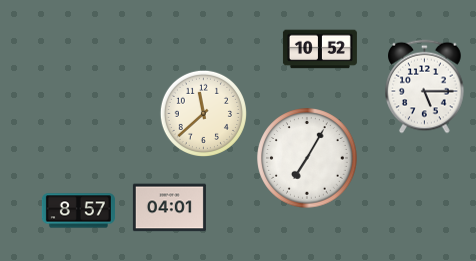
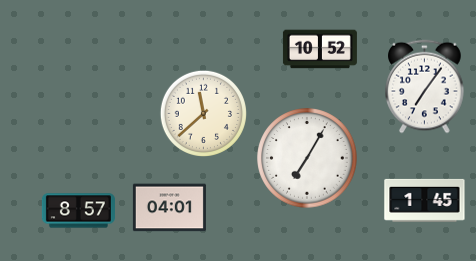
clock at (425, 87): 5:15 -> 7:06
clock at (425, 200): none -> 1:45
